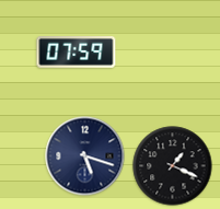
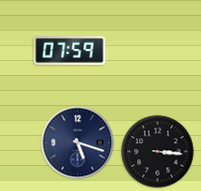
clock at (77, 53) position: (77, 53) -> (70, 51)
clock at (173, 166): 1:19 -> 3:16
